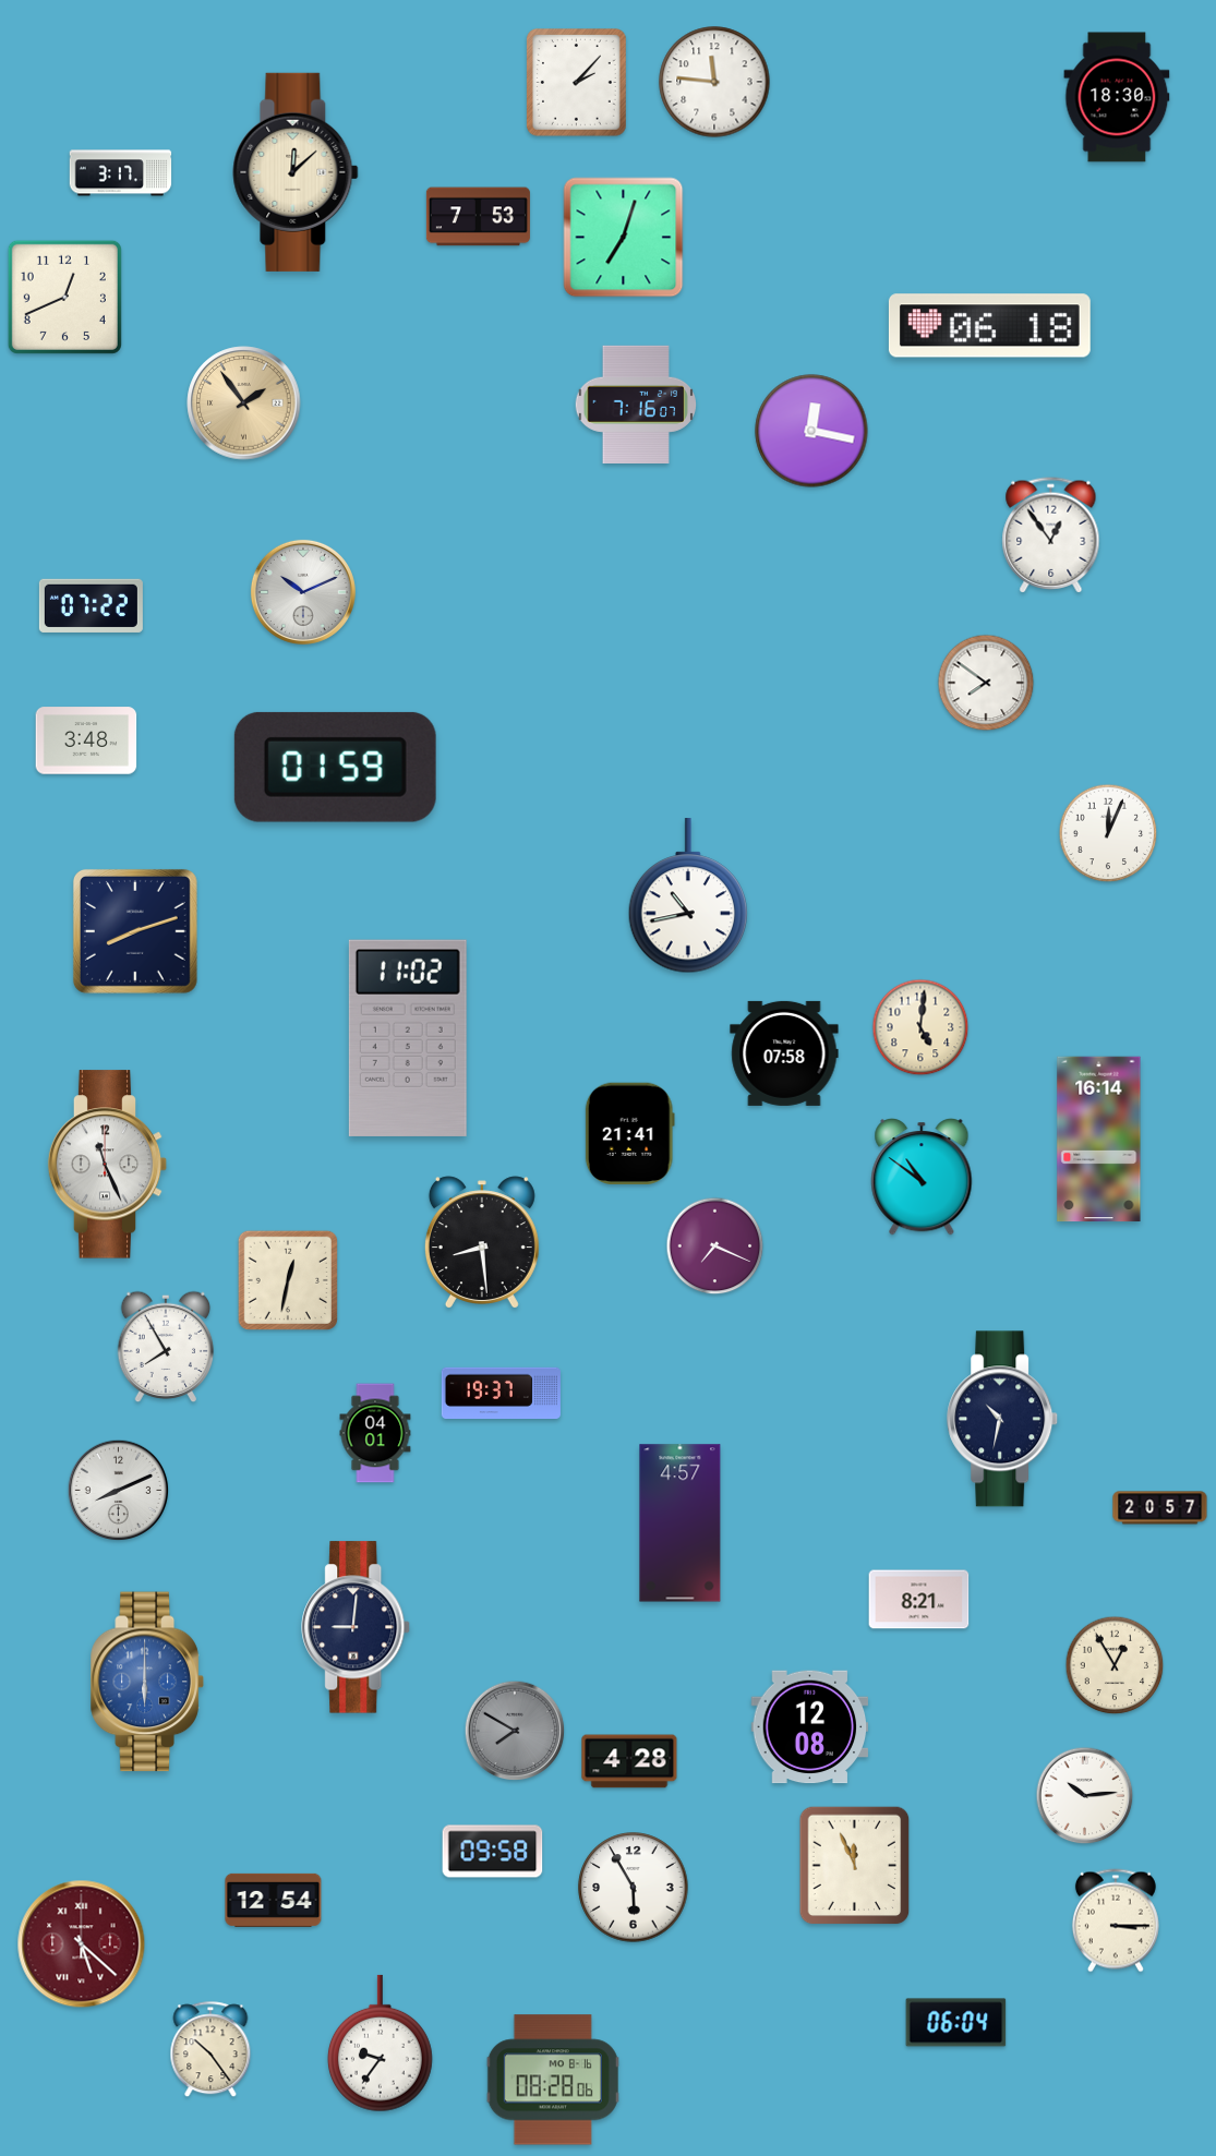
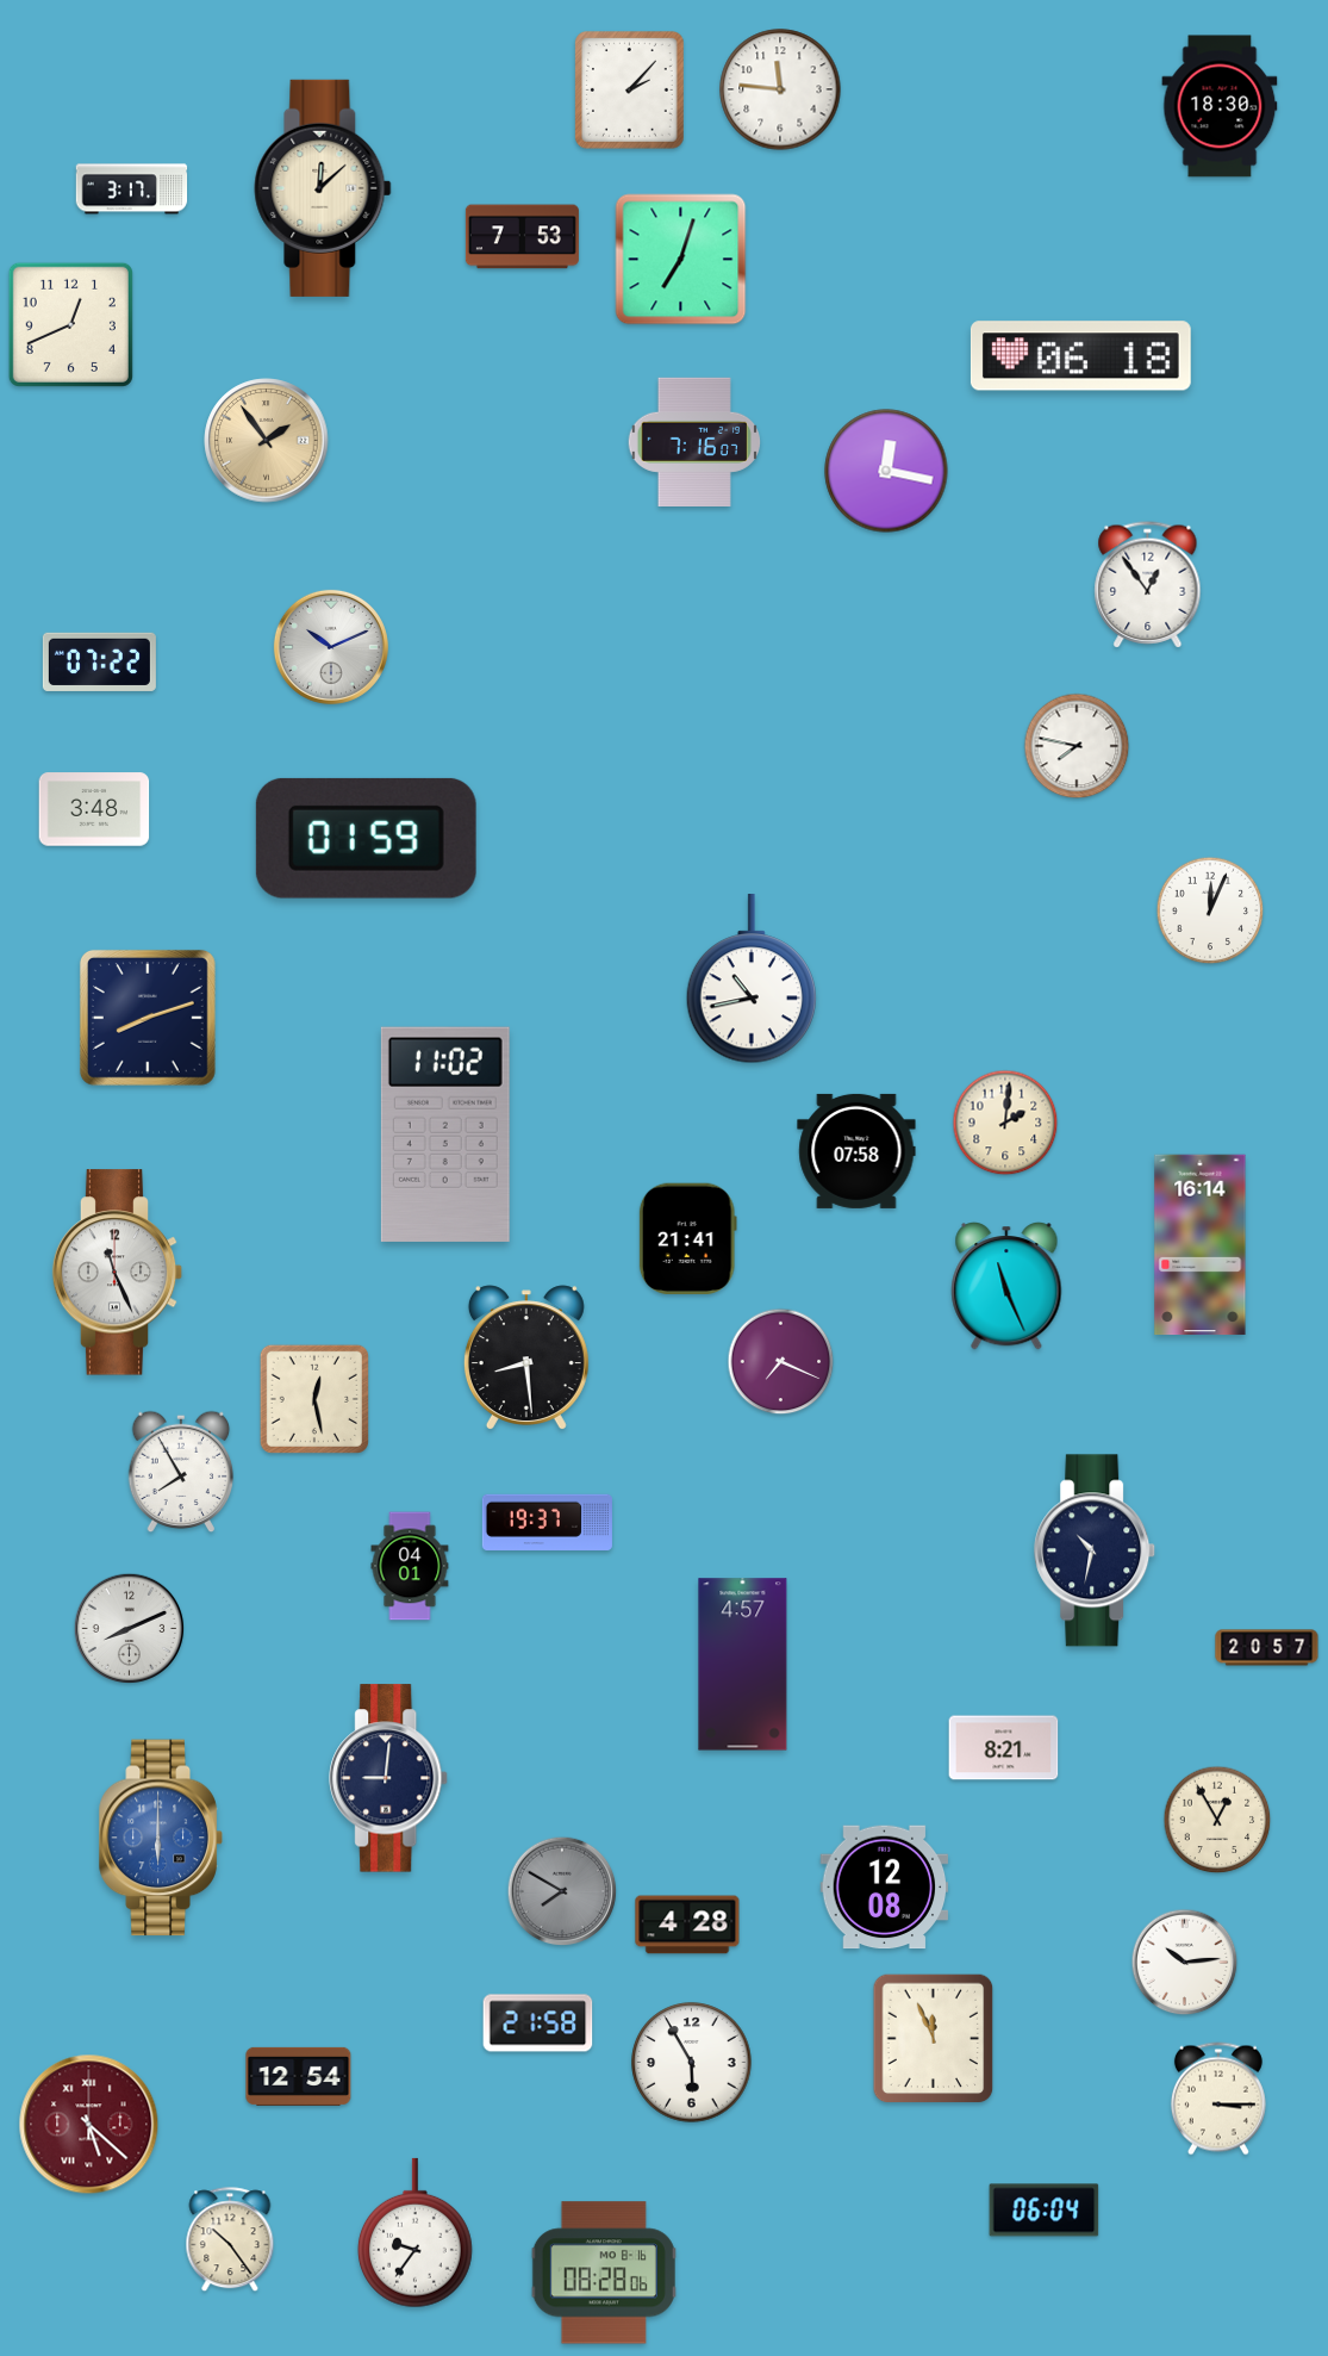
clock at (986, 683): 7:51 -> 7:47
clock at (920, 1027): 5:01 -> 2:01
clock at (922, 1178): 10:51 -> 11:26
clock at (288, 1280): 12:32 -> 12:28
clock at (493, 1852): 09:58 -> 21:58
